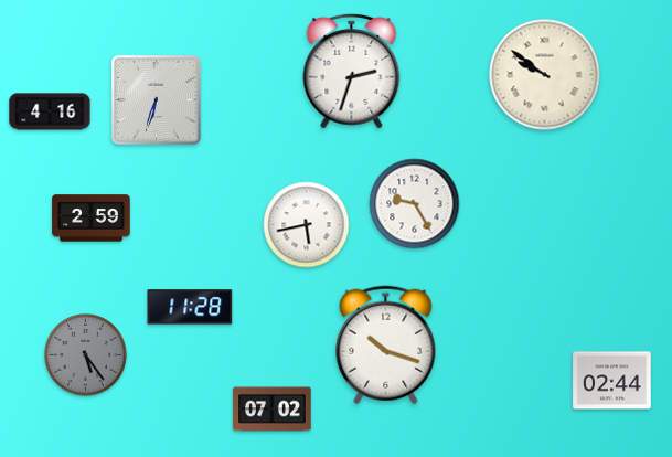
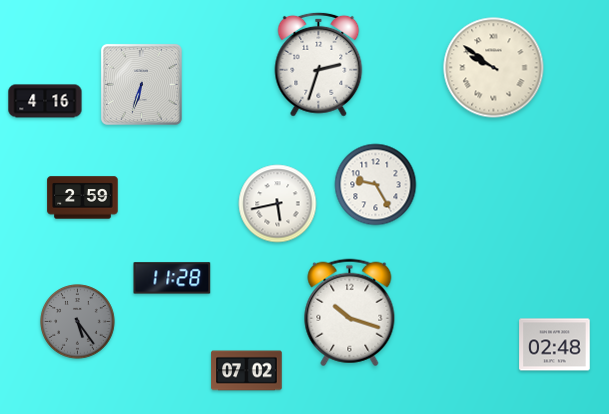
clock at (156, 99) position: (156, 99) -> (141, 84)
clock at (612, 381): 02:44 -> 02:48
